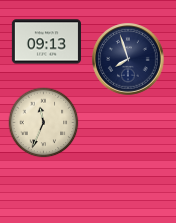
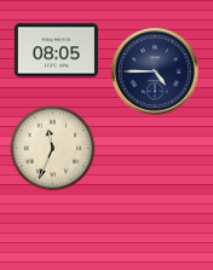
clock at (46, 42): 09:13 -> 08:05
clock at (128, 59): 7:57 -> 4:45
